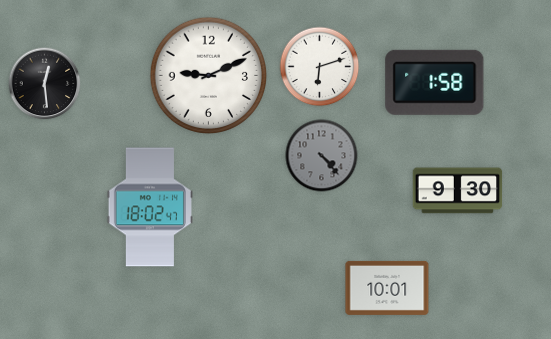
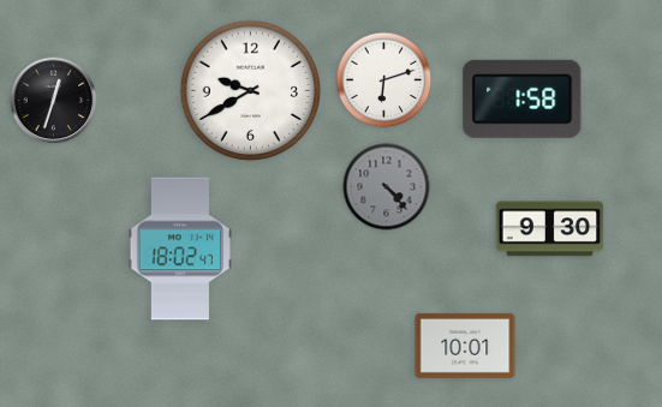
clock at (209, 76): 9:11 -> 9:40
clock at (45, 84): 12:29 -> 12:33
